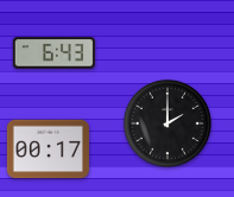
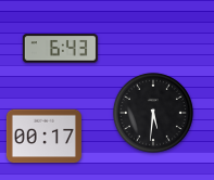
clock at (53, 53) position: (53, 53) -> (60, 49)
clock at (167, 123): 2:00 -> 5:31
